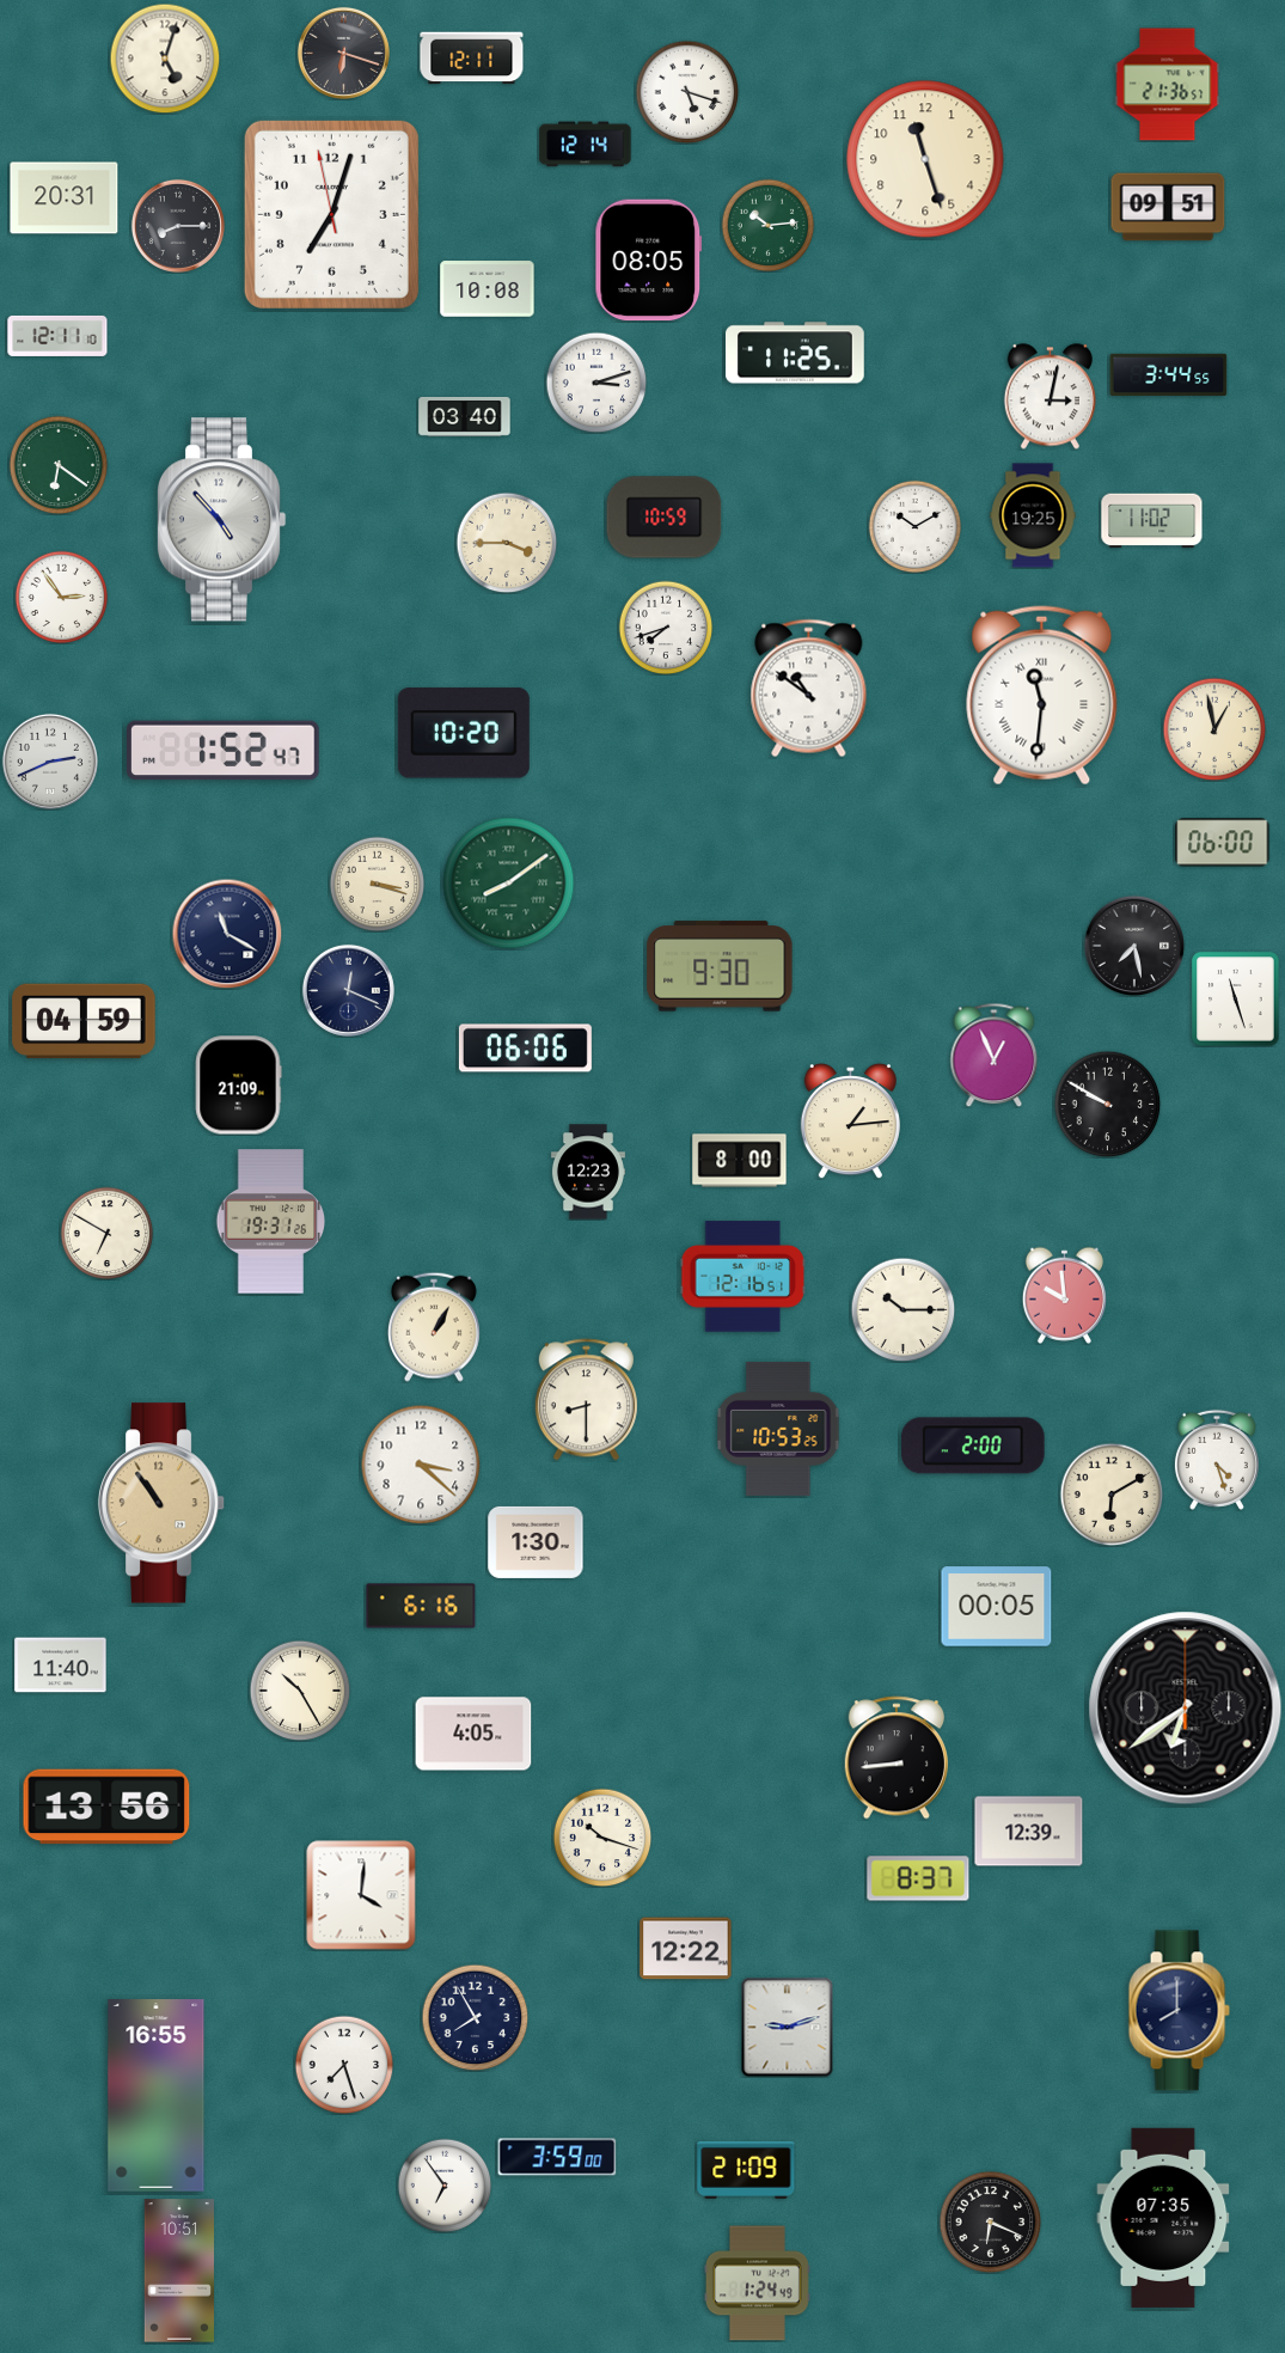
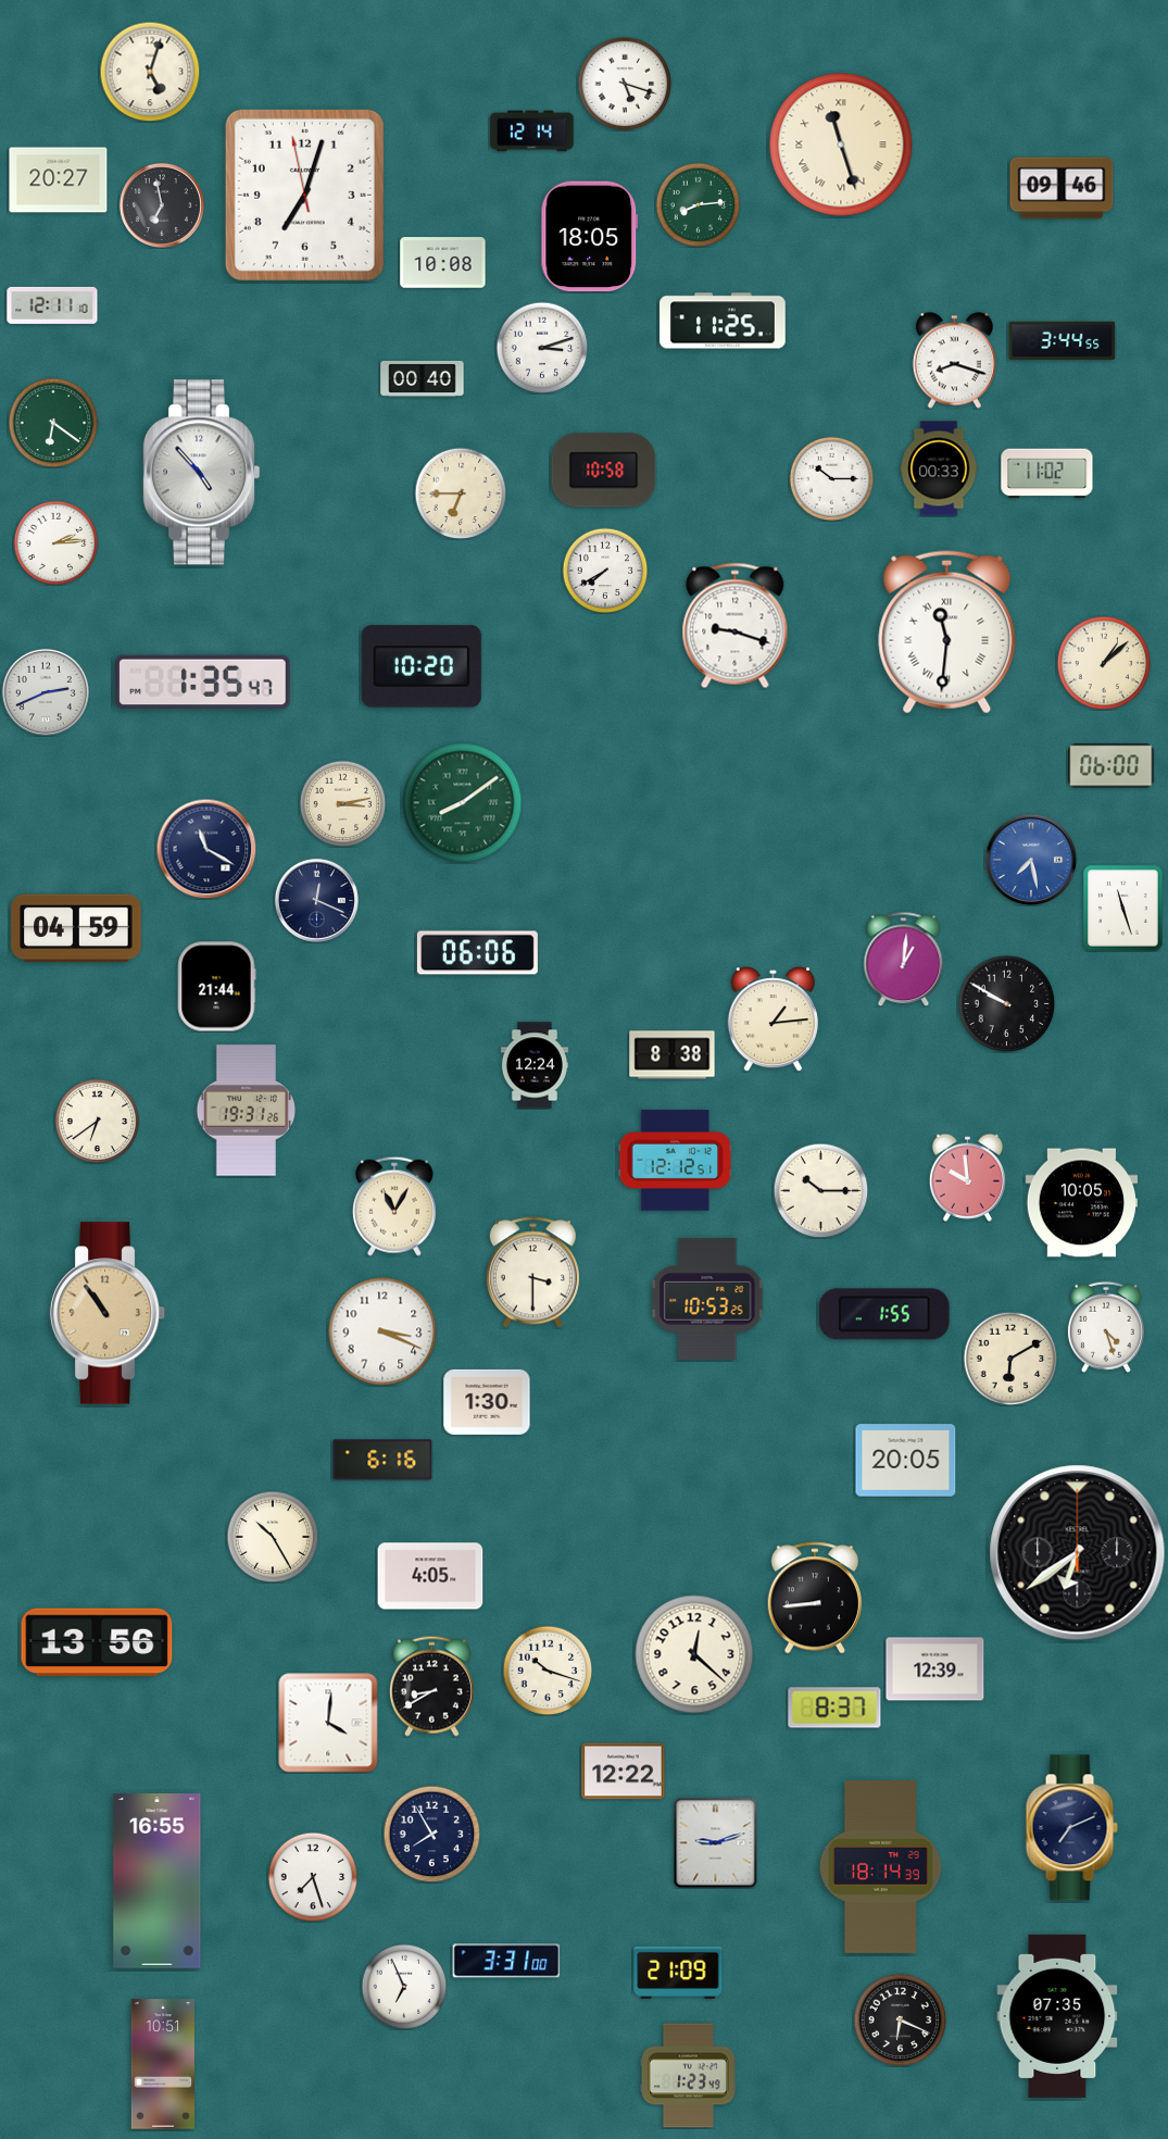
clock at (343, 53): 6:18 -> none
clock at (165, 59) position: (165, 59) -> (150, 72)
clock at (472, 59): 12:11 -> none
clock at (1168, 85): 21:36 -> none
clock at (925, 159) numerals: Arabic -> Roman
clock at (65, 198): 20:31 -> 20:27
clock at (1168, 207): 09:51 -> 09:46
clock at (331, 214) position: (331, 214) -> (304, 195)
clock at (767, 225): 10:14 -> 8:14
clock at (178, 226): 8:15 -> 6:58
clock at (649, 261): 08:05 -> 18:05
clock at (1050, 397): 3:02 -> 8:18
clock at (465, 416): 03:40 -> 00:40
clock at (1033, 515): 19:25 -> 00:33
clock at (665, 518): 10:59 -> 10:58
clock at (914, 526): 10:10 -> 10:15
clock at (507, 543): 3:45 -> 6:45
clock at (61, 597): 2:54 -> 2:14
clock at (666, 628): 7:42 -> 7:40
clock at (809, 689): 10:51 -> 9:18
clock at (1214, 729): 12:58 -> 1:08
clock at (224, 751): 1:52 -> 1:35
clock at (377, 884): 3:18 -> 3:13
clock at (1134, 946) dial: black -> blue
clock at (720, 966): 9:30 -> none
clock at (995, 1055): 12:56 -> 1:01
clock at (238, 1086): 21:09 -> 21:44
clock at (740, 1161): 8:00 -> 8:38
clock at (588, 1172): 12:23 -> 12:24
clock at (106, 1233): 6:50 -> 6:39
clock at (742, 1277): 12:16 -> 12:12
clock at (1082, 1203): none -> 10:05
clock at (434, 1327): 1:05 -> 11:05
clock at (586, 1400): 8:30 -> 3:30
clock at (973, 1446): 2:00 -> 1:55
clock at (421, 1465): 3:22 -> 3:19
clock at (161, 1503) position: (161, 1503) -> (108, 1313)
clock at (997, 1607): 00:05 -> 20:05
clock at (61, 1666): 11:40 -> none
clock at (694, 1654): none -> 12:22
clock at (1029, 1832) position: (1029, 1832) -> (935, 1669)
clock at (431, 1686): none -> 8:40
clock at (1179, 2011): 8:00 -> 7:11
clock at (880, 1867): none -> 18:14
clock at (157, 2096) position: (157, 2096) -> (158, 1881)
clock at (557, 2157): 3:59 -> 3:31
clock at (445, 2186): 6:54 -> 6:56
clock at (757, 2284): 1:24 -> 1:23
